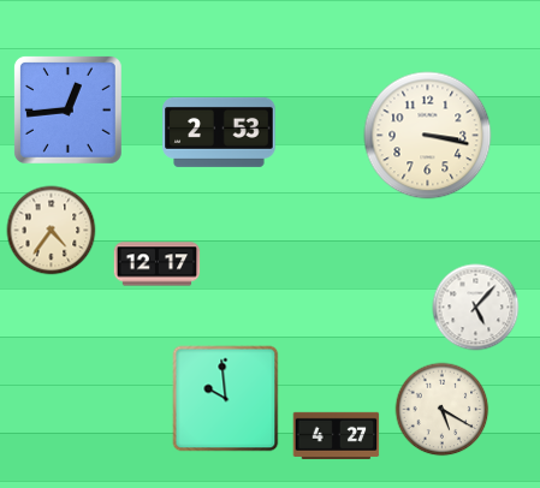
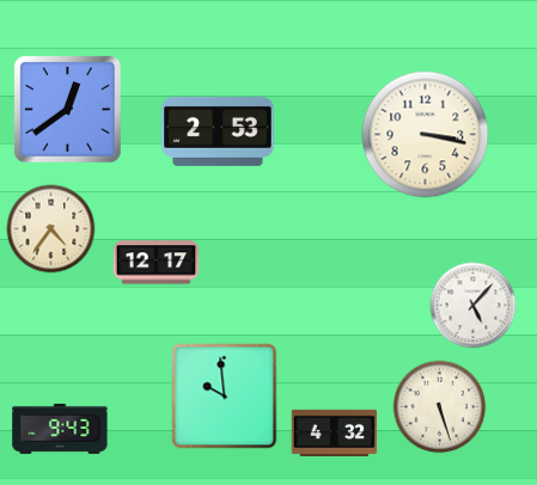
clock at (67, 109): 12:44 -> 12:39
clock at (443, 410): 5:20 -> 5:27
clock at (60, 429): none -> 9:43
clock at (337, 435): 4:27 -> 4:32
